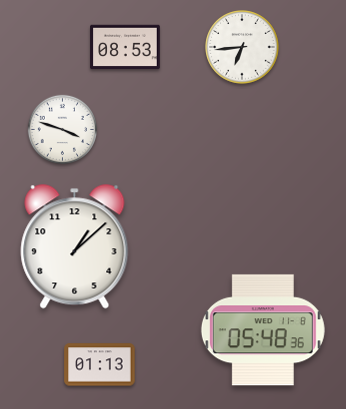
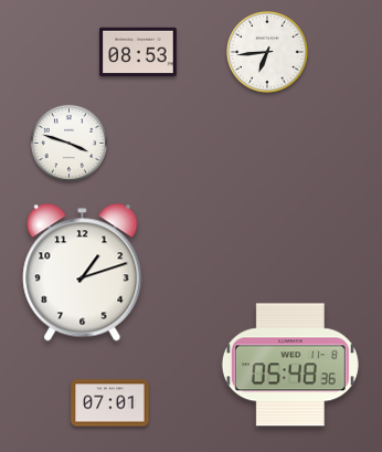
clock at (75, 247): 1:08 -> 1:12
clock at (100, 365): 01:13 -> 07:01
